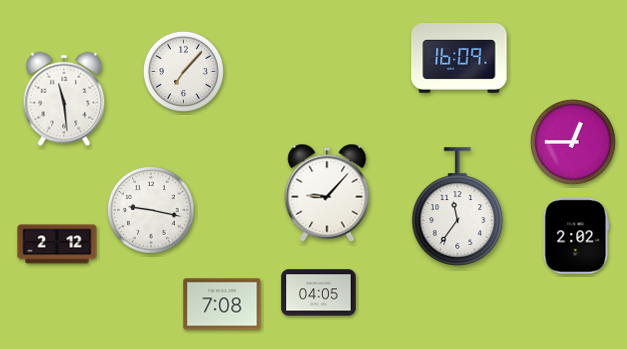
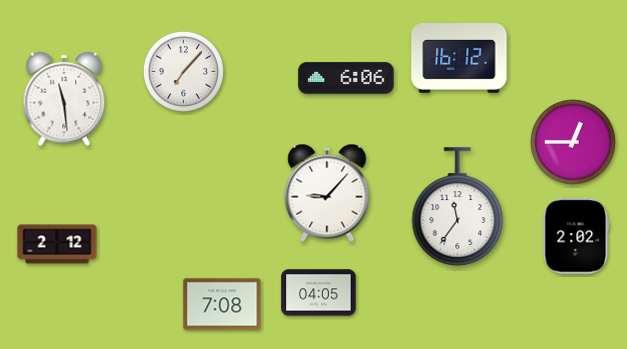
clock at (459, 59): 16:09 -> 16:12
clock at (346, 78): none -> 6:06
clock at (151, 210): 9:17 -> none
